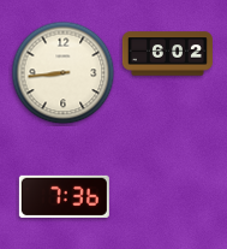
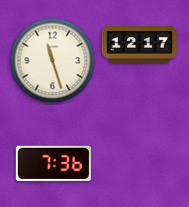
clock at (167, 54): 6:02 -> 12:17
clock at (64, 73): 8:44 -> 11:27
